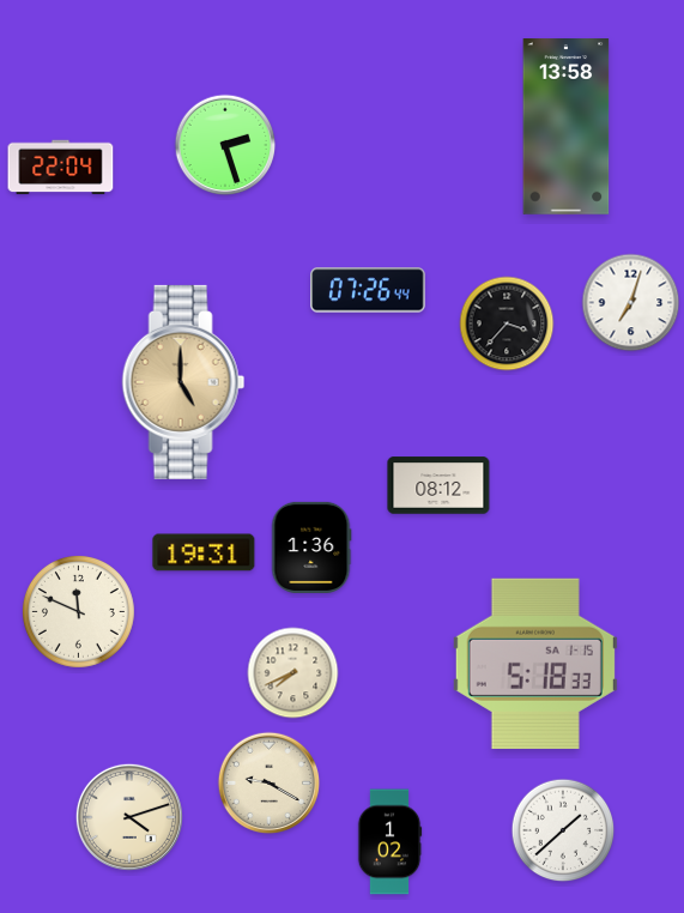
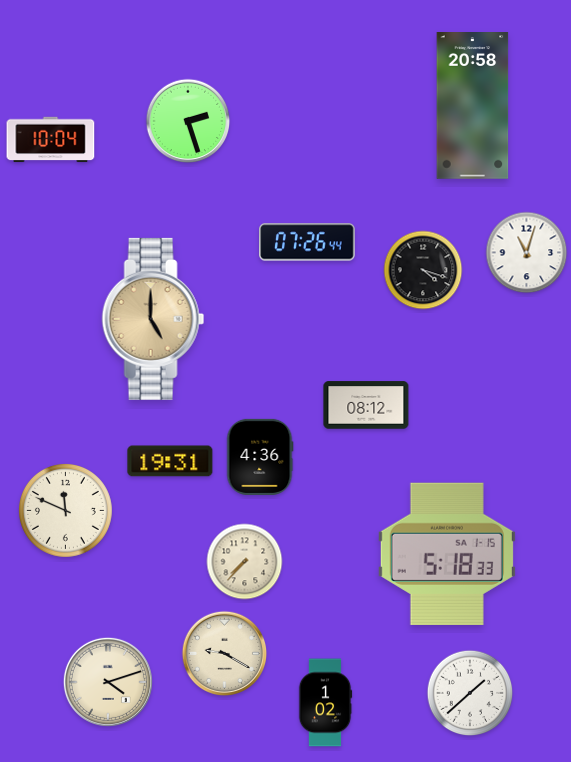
clock at (567, 127): 13:58 -> 20:58
clock at (61, 168): 22:04 -> 10:04
clock at (631, 303): 7:03 -> 11:03
clock at (507, 324): 3:37 -> 4:18
clock at (311, 548): 1:36 -> 4:36
clock at (293, 673): 7:41 -> 7:37
